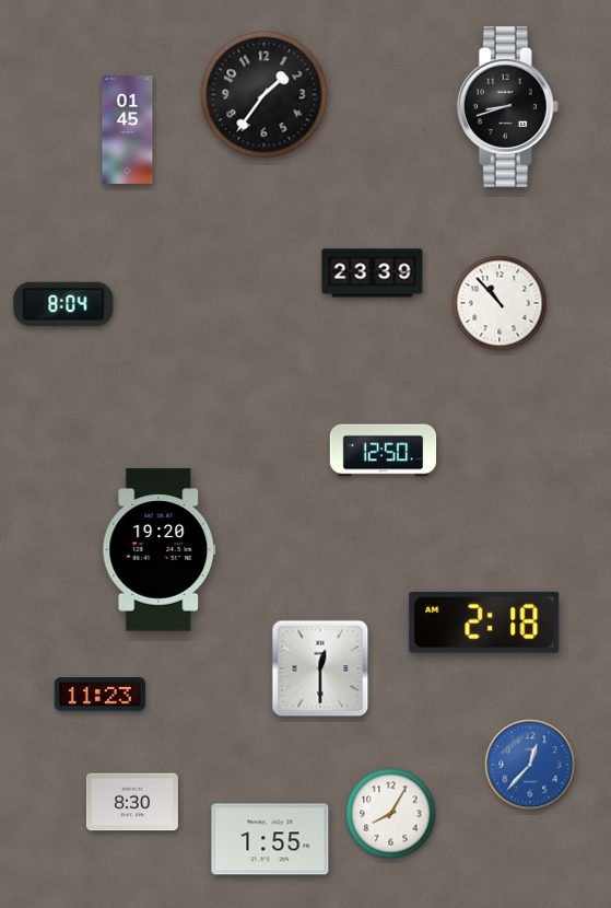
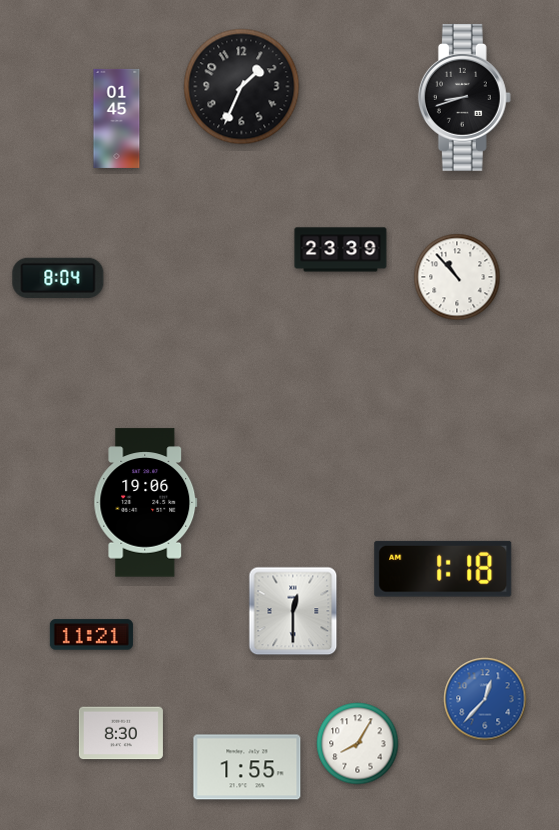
clock at (265, 95): 1:36 -> 1:34
clock at (384, 451): 12:50 -> none
clock at (160, 550): 19:20 -> 19:06
clock at (484, 622): 2:18 -> 1:18
clock at (99, 695): 11:23 -> 11:21
